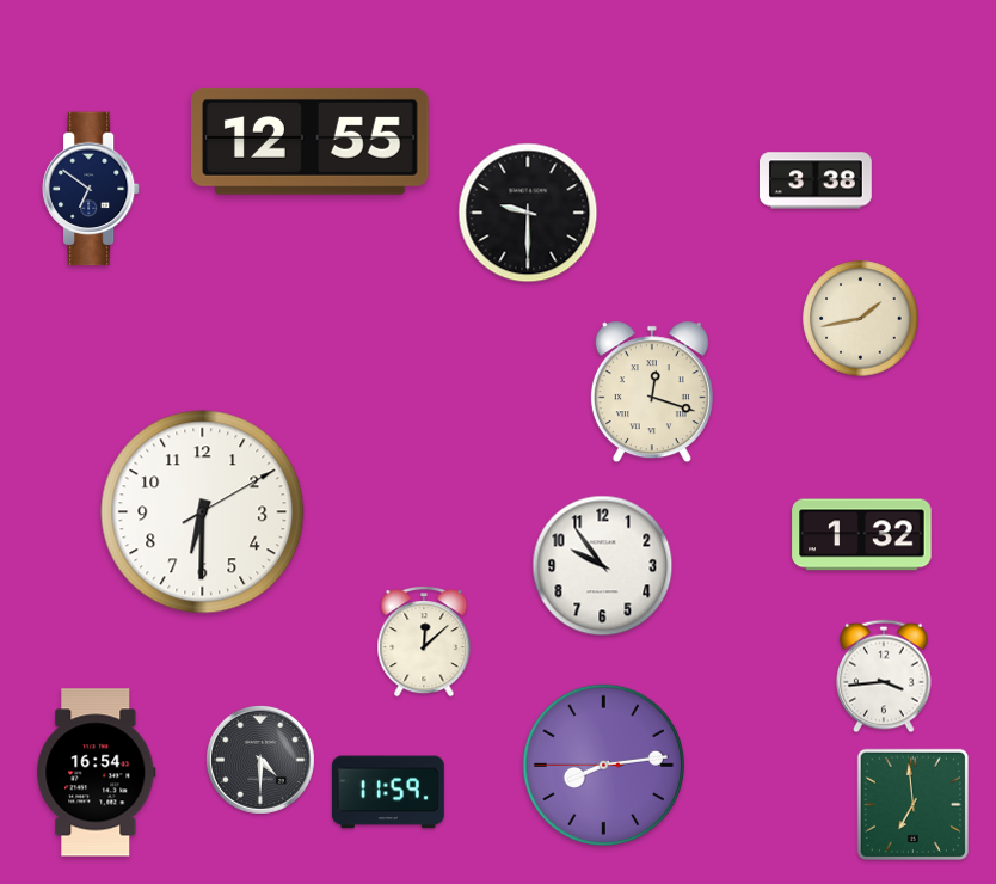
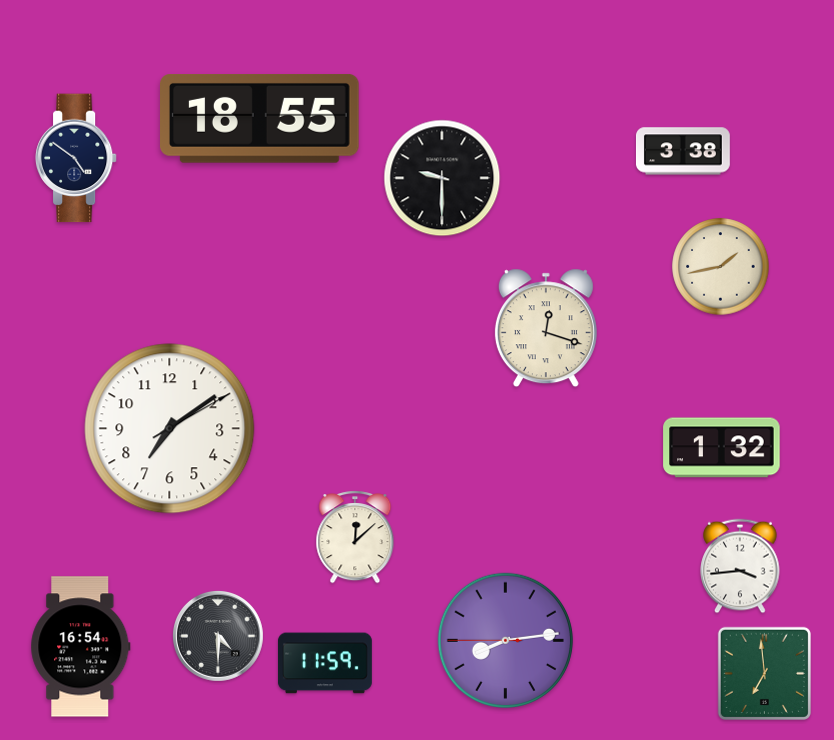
clock at (311, 142): 12:55 -> 18:55
clock at (91, 189): 6:51 -> 4:51
clock at (203, 512): 6:30 -> 7:09
clock at (603, 566): 9:54 -> none
